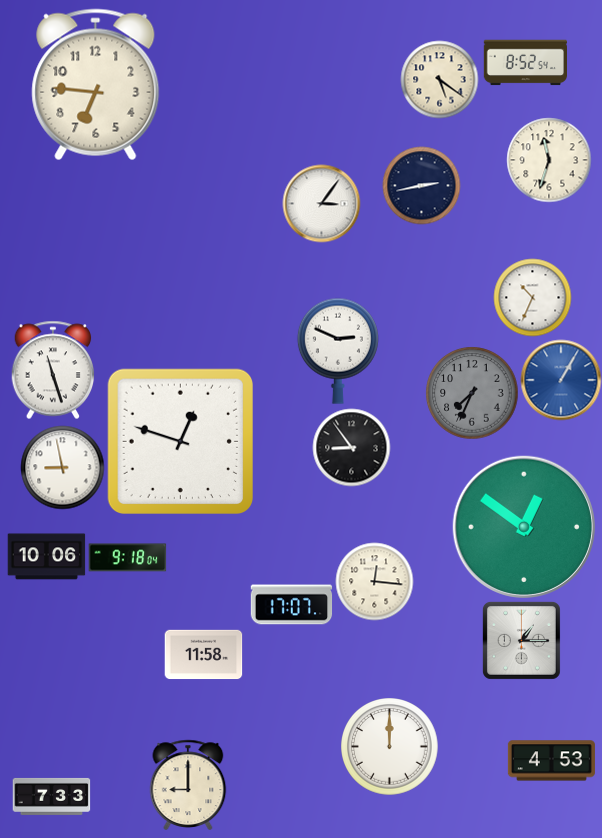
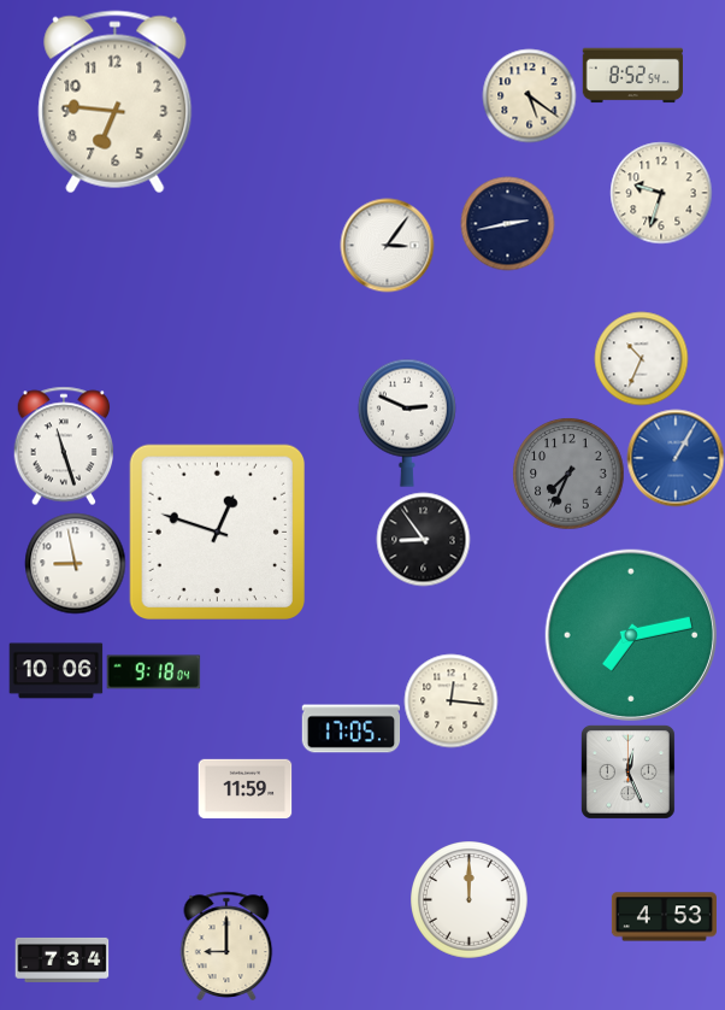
clock at (549, 160): 11:33 -> 9:33
clock at (524, 527): 12:51 -> 7:13
clock at (291, 605): 17:07 -> 17:05
clock at (521, 640): 1:15 -> 12:26
clock at (203, 655): 11:58 -> 11:59
clock at (51, 796): 7:33 -> 7:34
